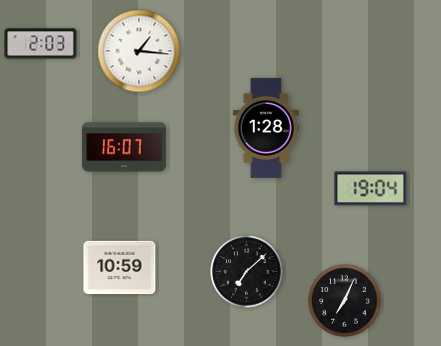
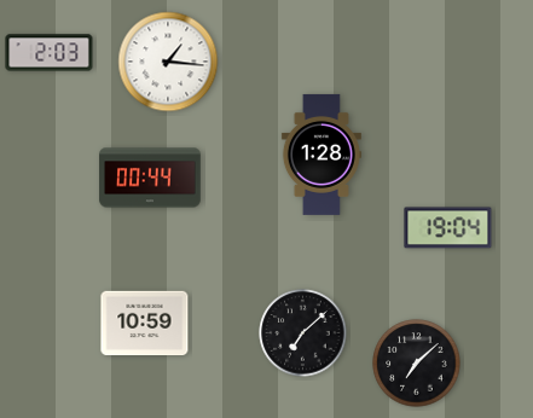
clock at (124, 147): 16:07 -> 00:44
clock at (247, 272) position: (247, 272) -> (303, 333)
clock at (345, 301): 7:04 -> 7:08
